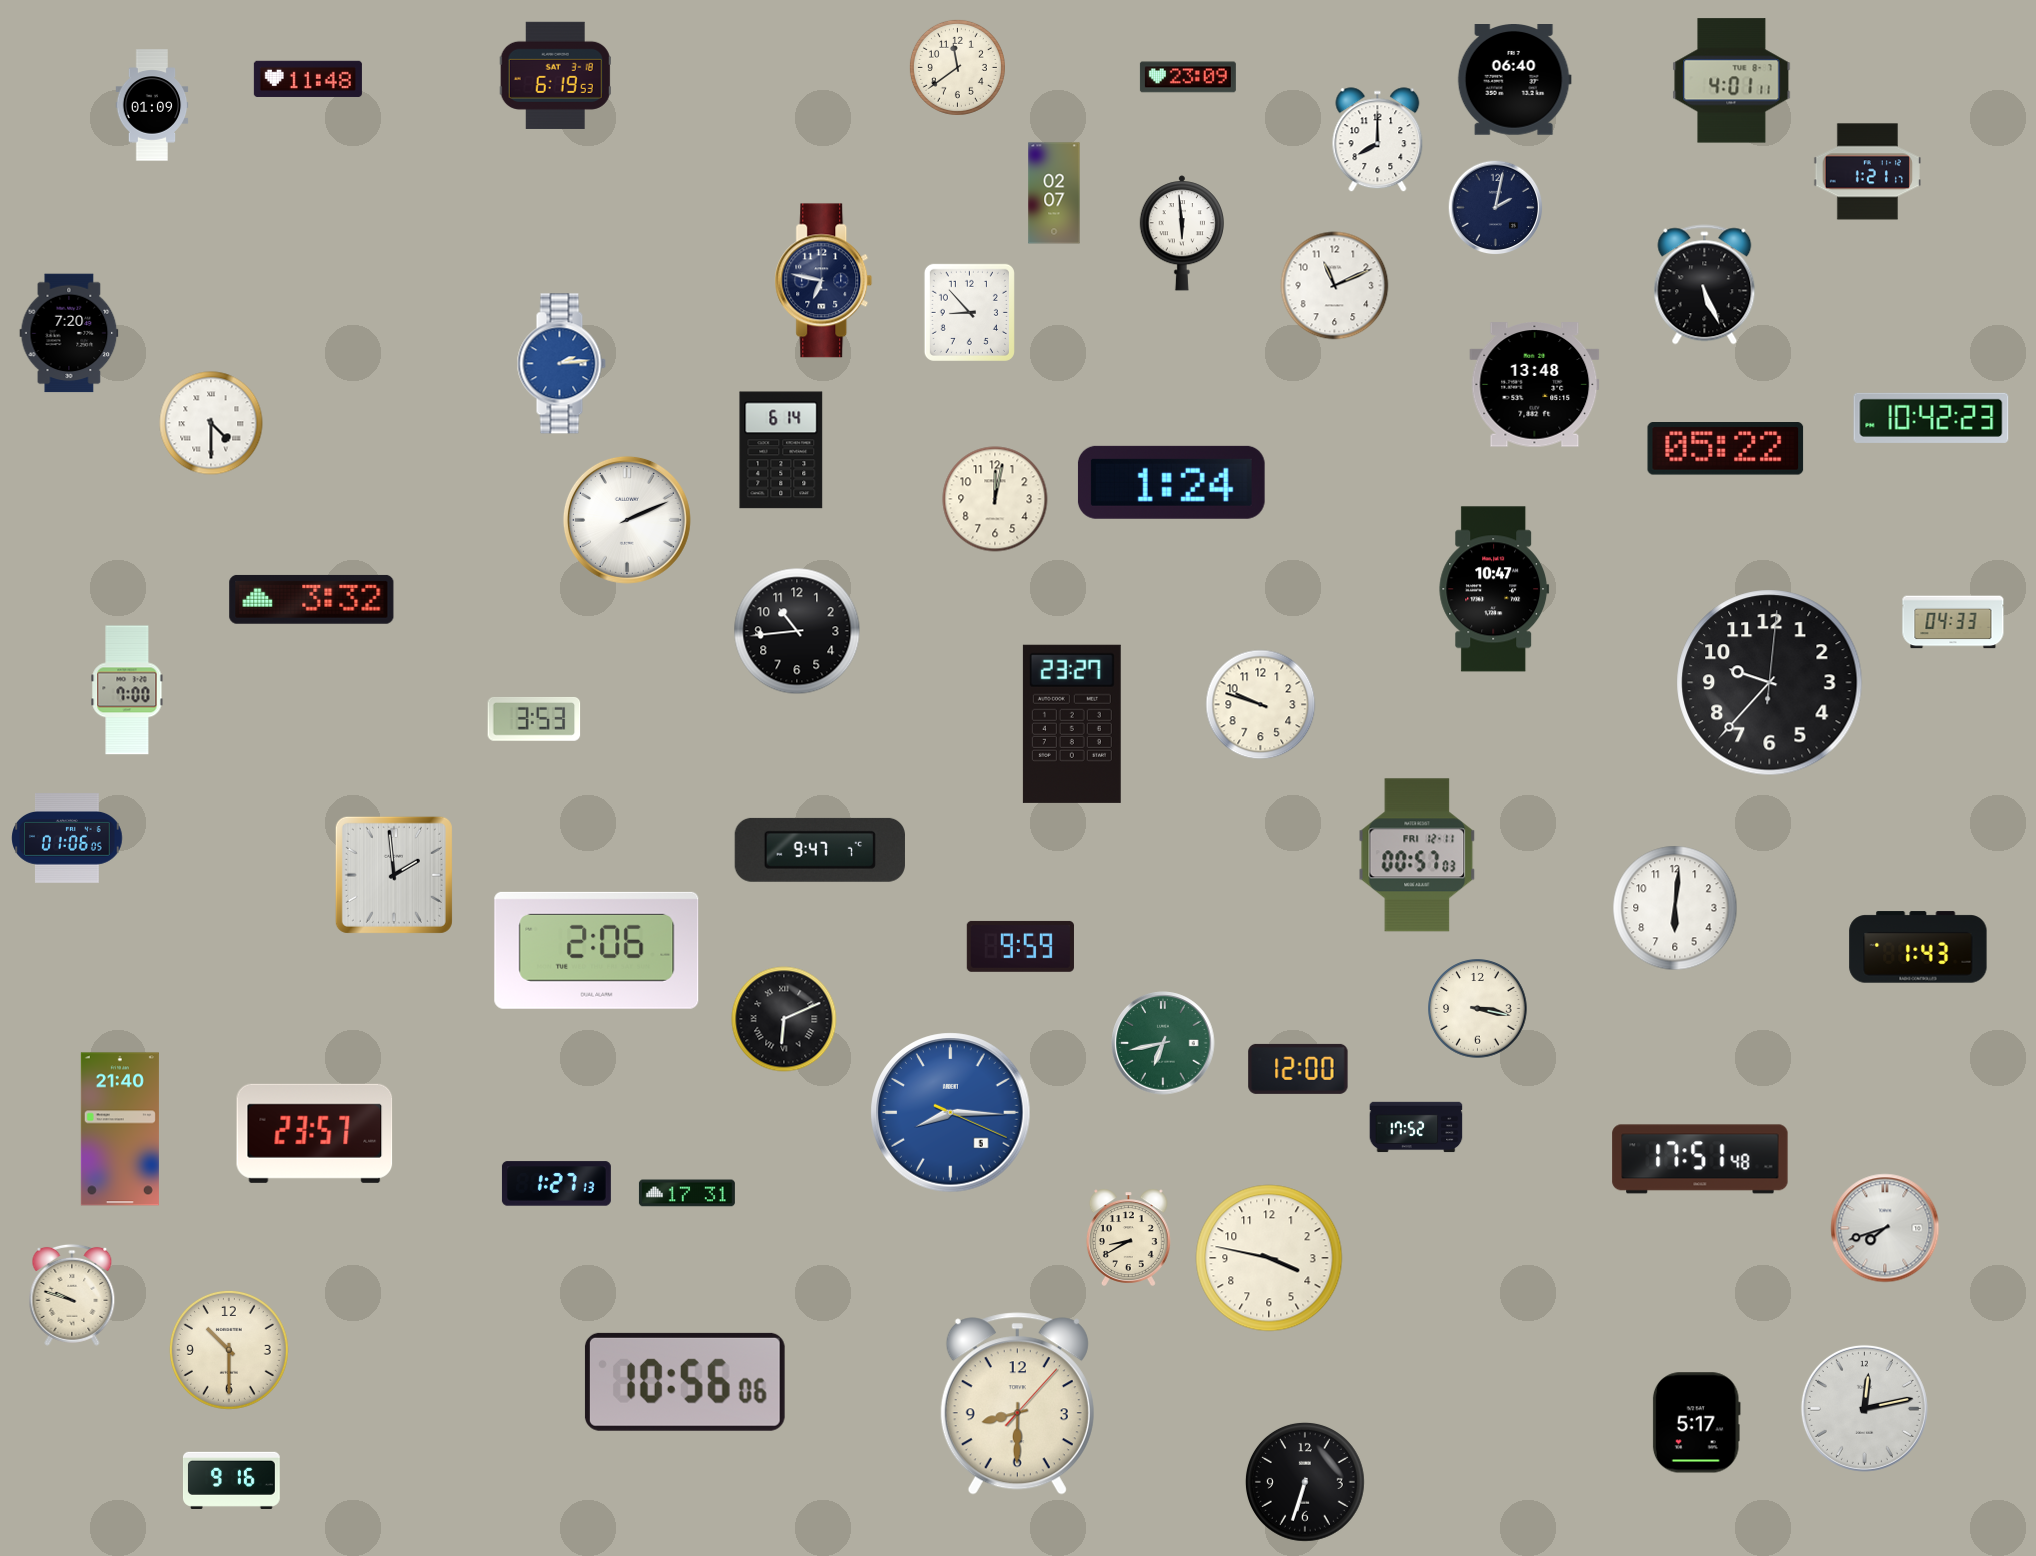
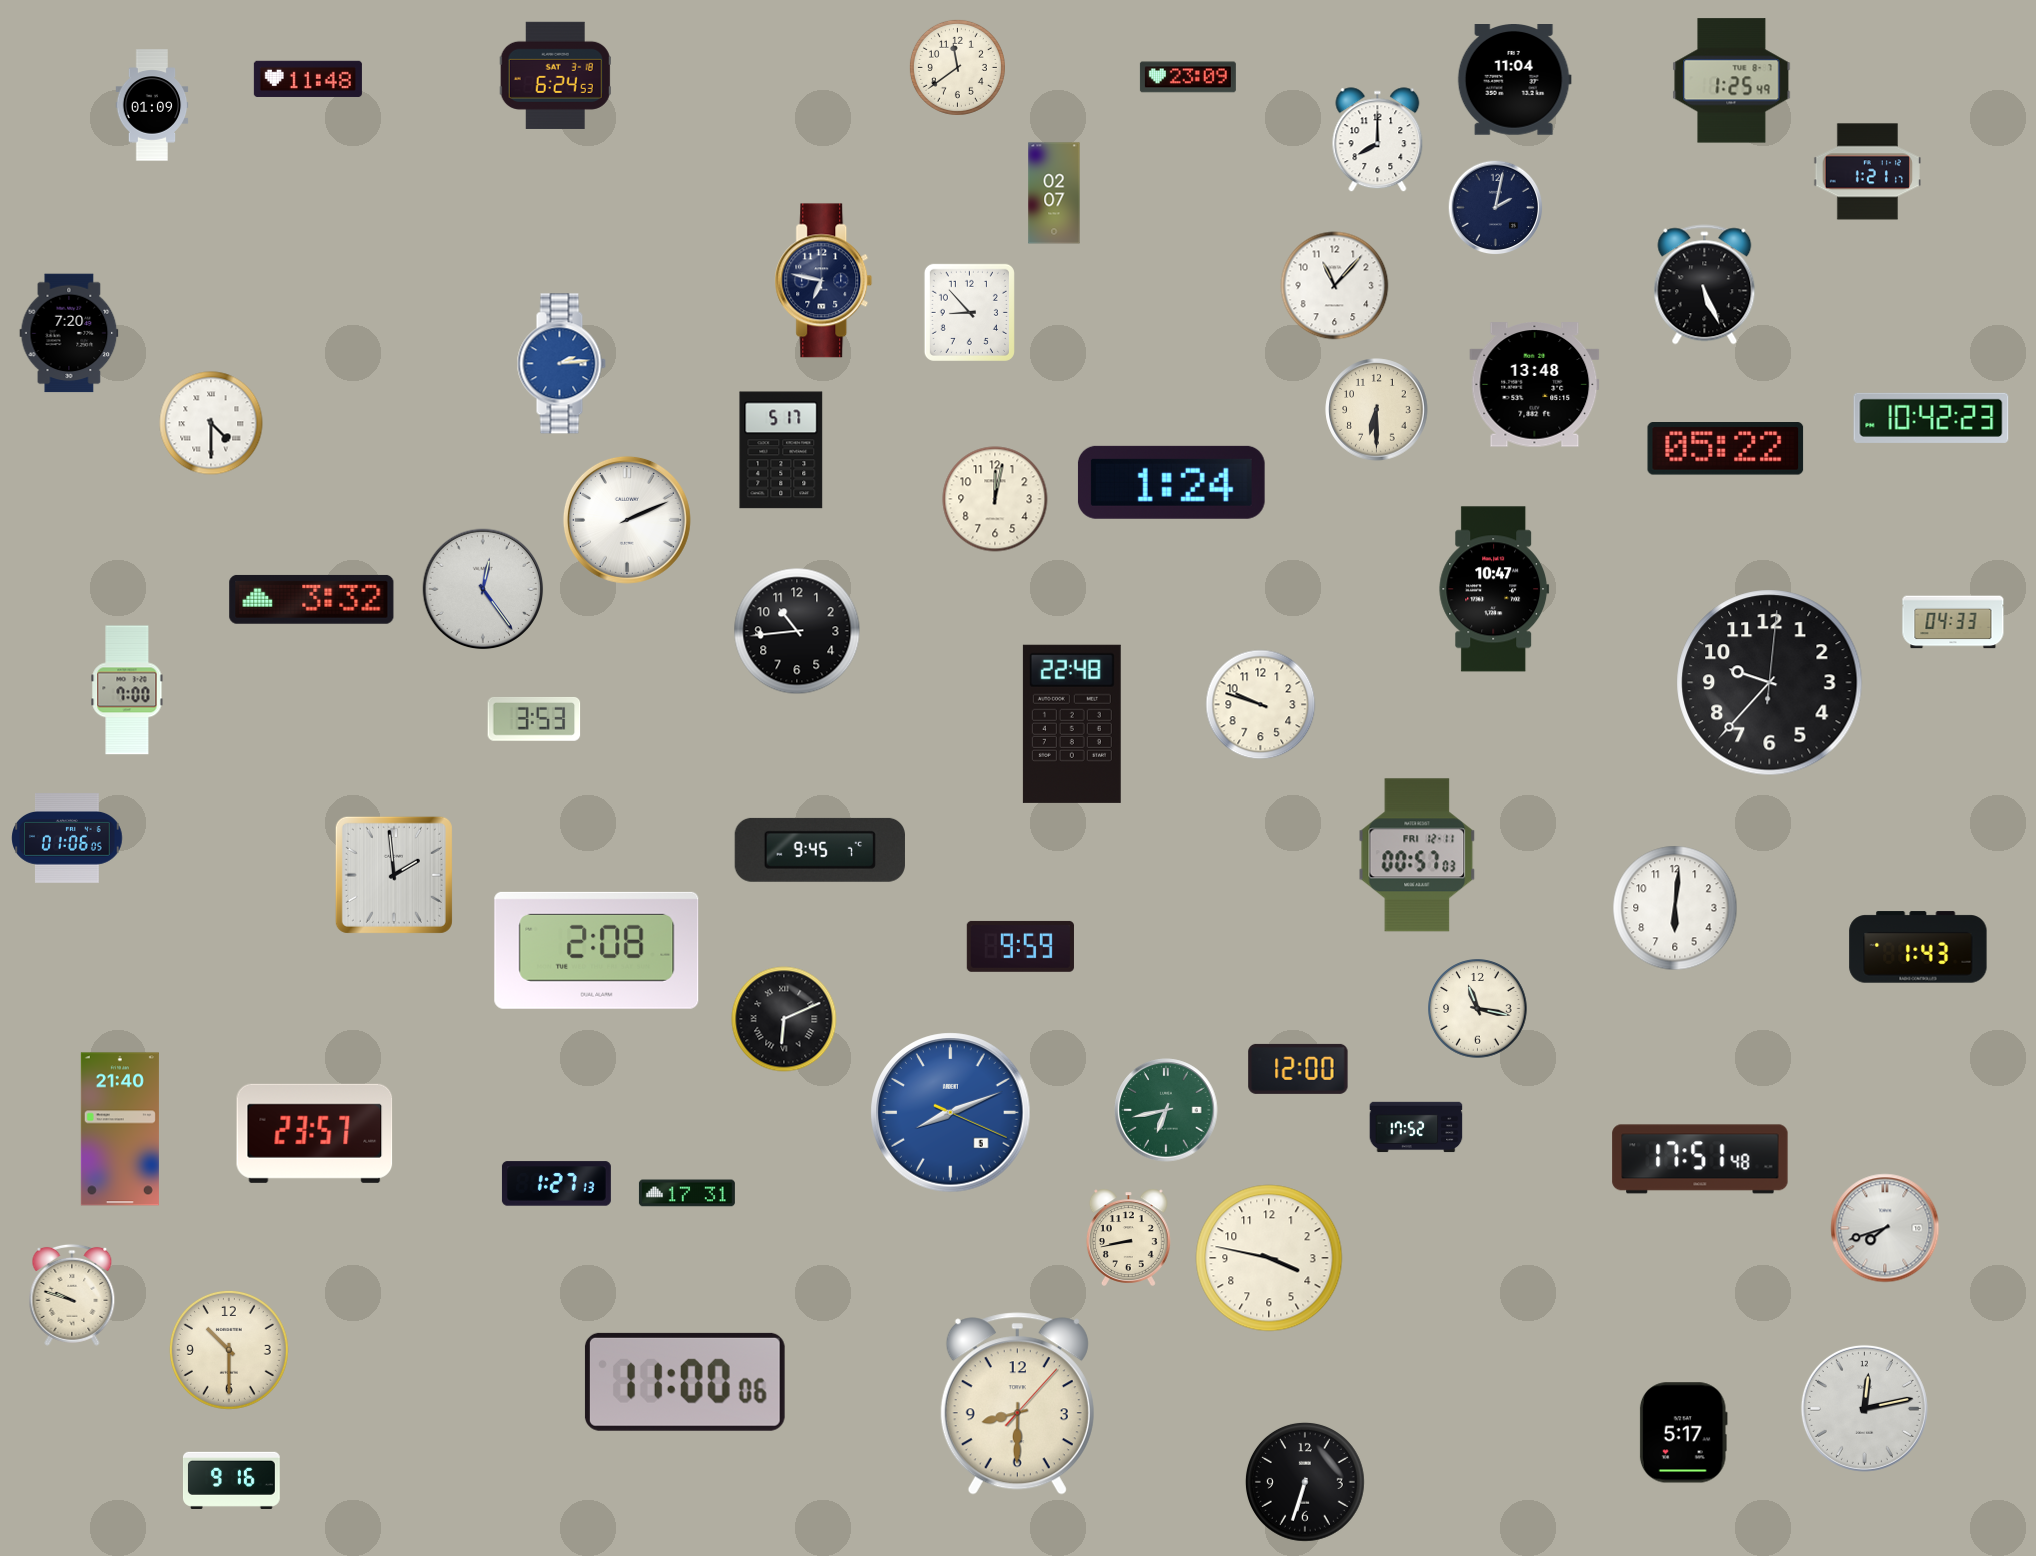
clock at (555, 75): 6:19 -> 6:24
clock at (1514, 80): 06:40 -> 11:04
clock at (1732, 81): 4:01 -> 1:25
clock at (1181, 233): 5:59 -> none
clock at (1335, 286): 11:11 -> 11:07
clock at (1377, 410): none -> 6:30
clock at (781, 450): 6:14 -> 5:17
clock at (483, 589): none -> 12:24
clock at (1072, 724): 23:27 -> 22:48
clock at (820, 850): 9:47 -> 9:45
clock at (597, 950): 2:06 -> 2:08
clock at (1478, 1009): 3:17 -> 11:17
clock at (1163, 1043) position: (1163, 1043) -> (1166, 1110)
clock at (951, 1113): 8:15 -> 8:11
clock at (1128, 1237): 8:40 -> 8:43
clock at (685, 1382): 10:56 -> 11:00
clock at (1696, 1423) position: (1696, 1423) -> (1683, 1433)
